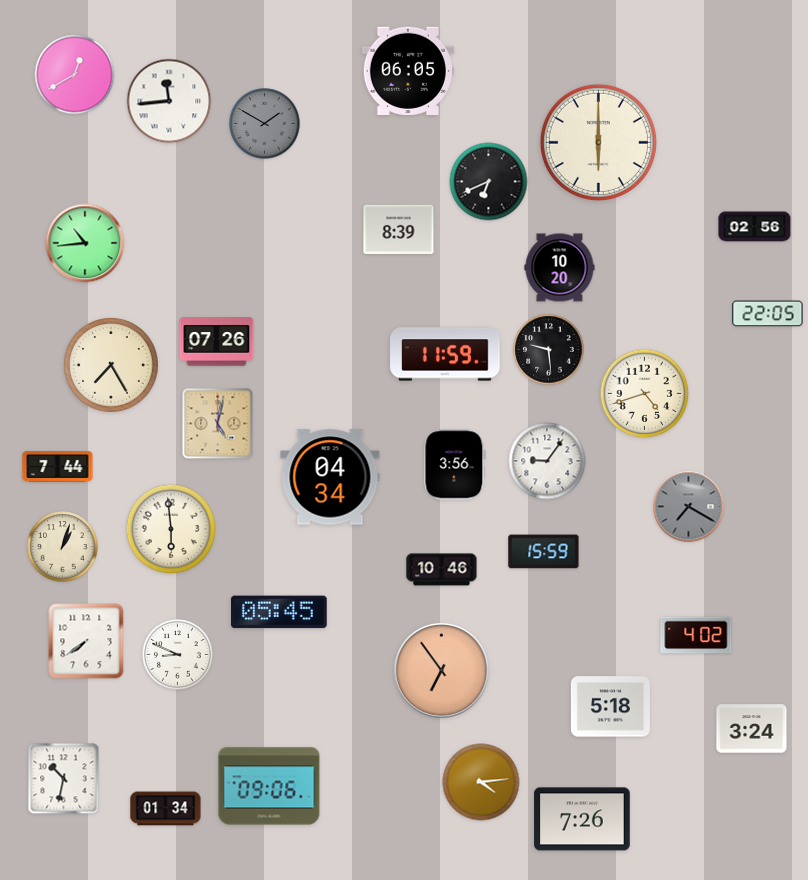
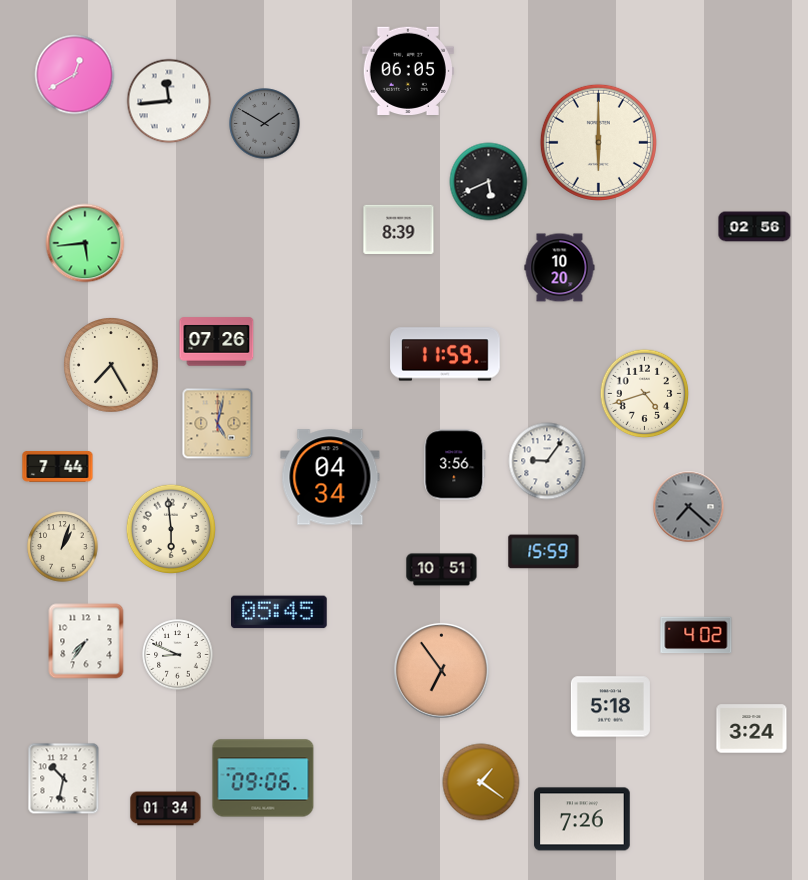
clock at (489, 182): 6:41 -> 5:41
clock at (85, 243): 10:44 -> 5:44
clock at (768, 314): 22:05 -> none
clock at (549, 350): 9:29 -> none
clock at (689, 507): 7:20 -> 7:22
clock at (442, 570): 10:46 -> 10:51
clock at (86, 641): 7:39 -> 7:36
clock at (481, 782): 4:14 -> 1:21
clock at (269, 786) position: (269, 786) -> (263, 778)
